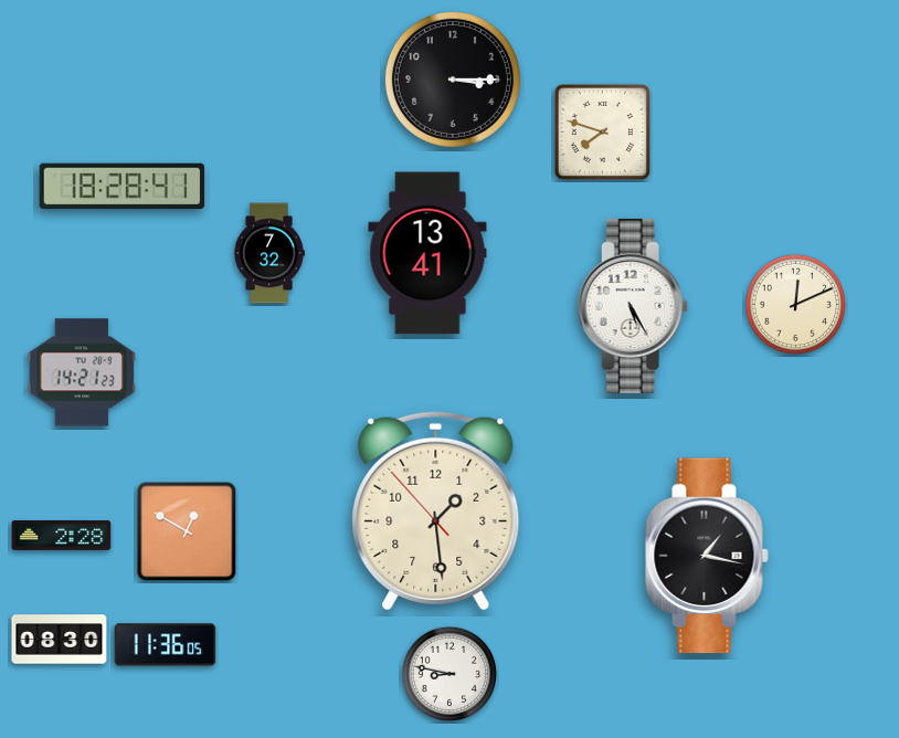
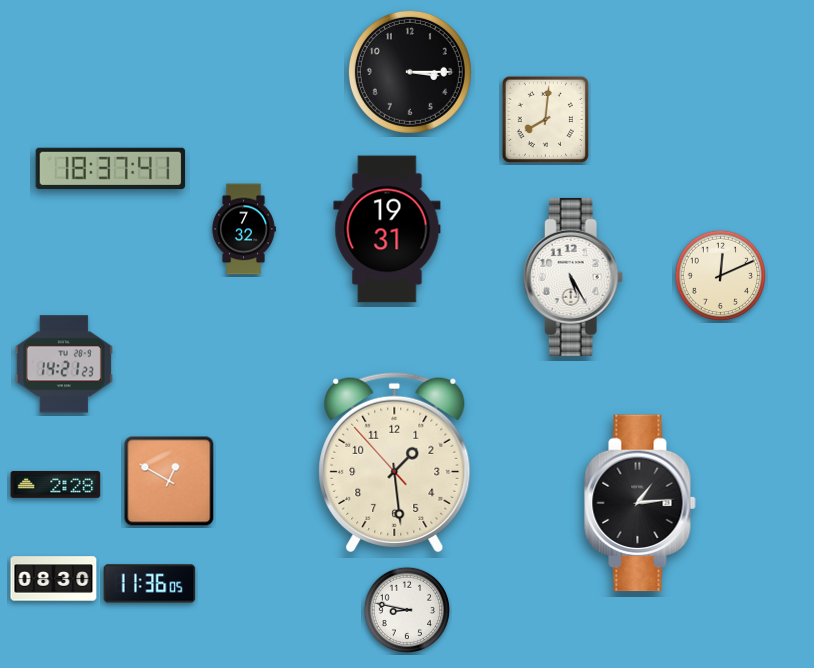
clock at (602, 131): 7:48 -> 8:01
clock at (123, 187): 18:28 -> 18:37
clock at (427, 253): 13:41 -> 19:31
clock at (82, 372) position: (82, 372) -> (64, 364)
clock at (707, 556): 1:17 -> 1:14
